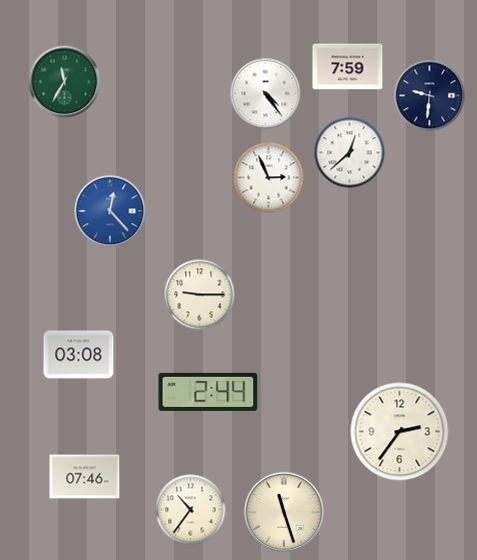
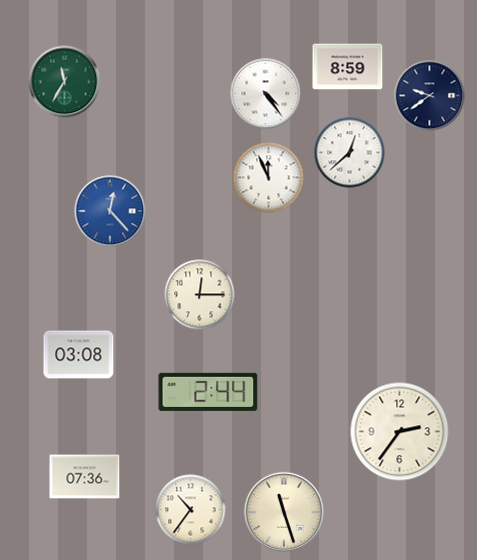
clock at (348, 67): 7:59 -> 8:59
clock at (430, 96): 9:31 -> 9:39
clock at (269, 178): 2:56 -> 11:56
clock at (200, 295): 9:15 -> 12:15
clock at (85, 477): 07:46 -> 07:36
